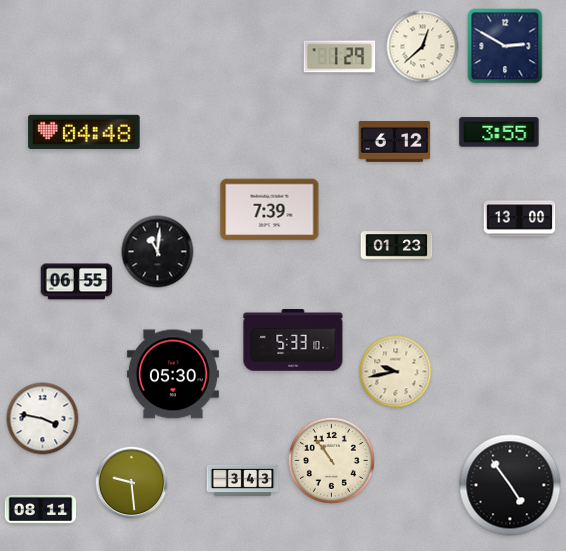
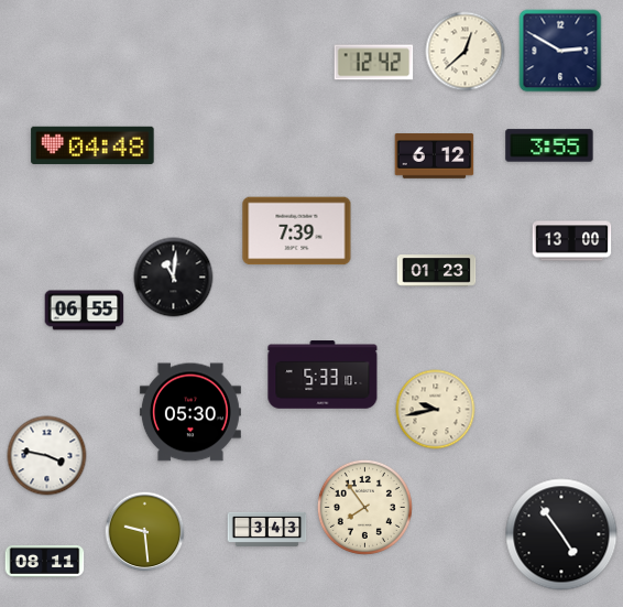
clock at (505, 46) position: (505, 46) -> (560, 51)
clock at (340, 57): 1:29 -> 12:42
clock at (43, 419) position: (43, 419) -> (47, 456)
clock at (331, 460): 10:54 -> 7:54
